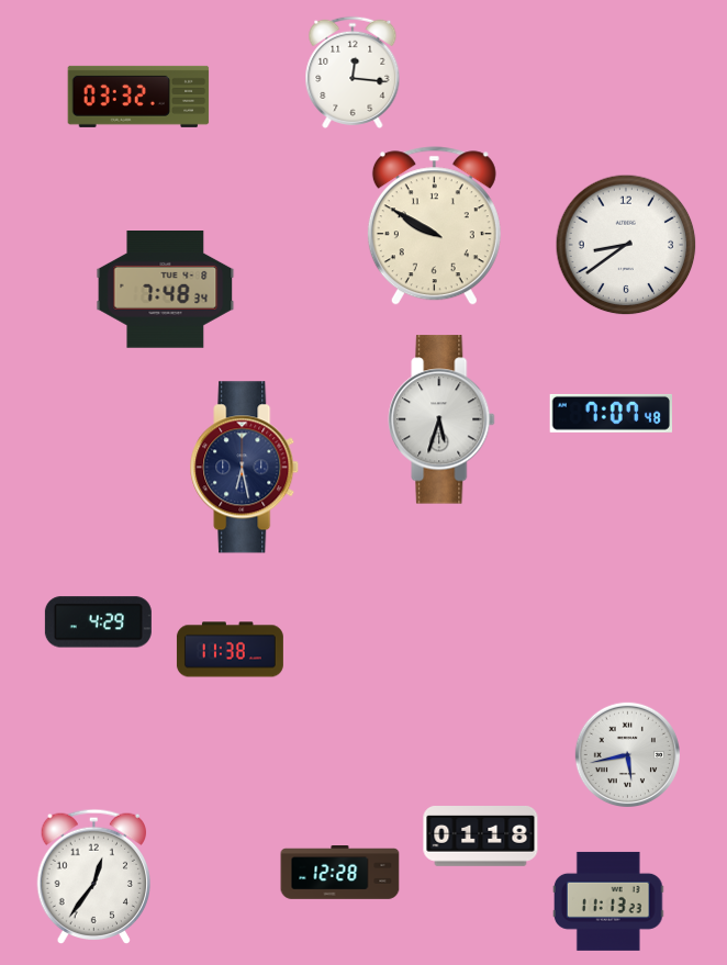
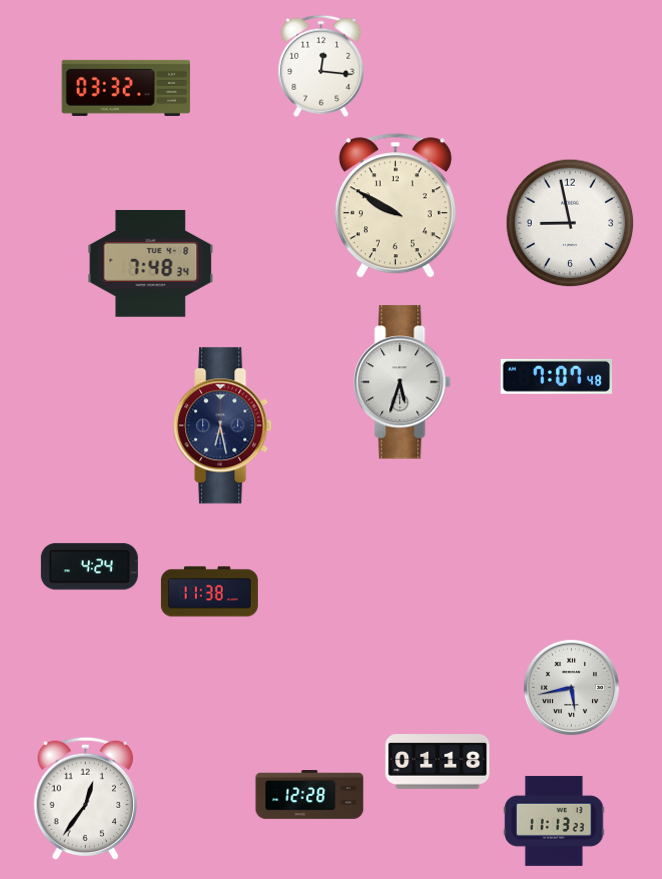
clock at (626, 245): 8:39 -> 8:58
clock at (98, 622): 4:29 -> 4:24
